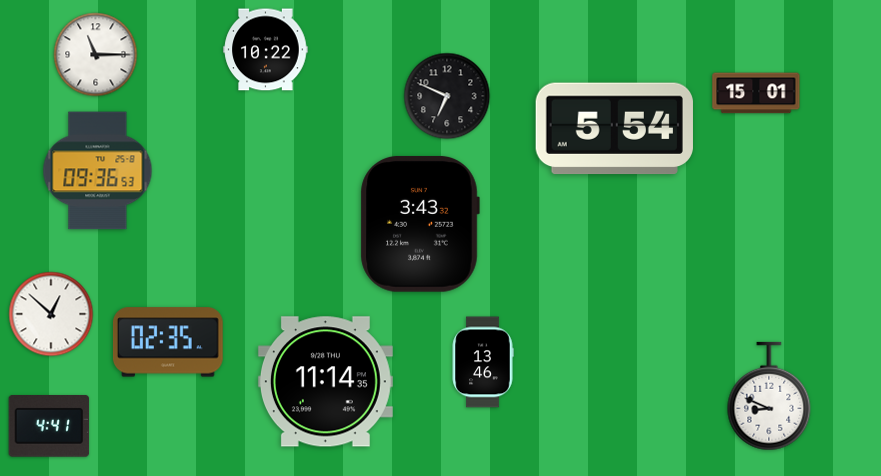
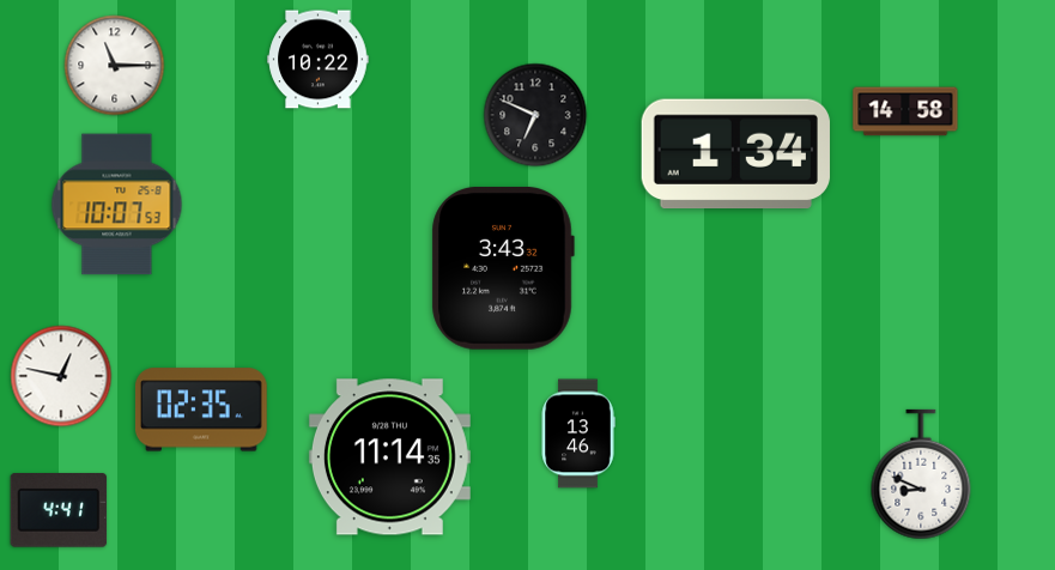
clock at (756, 93): 15:01 -> 14:58
clock at (614, 129): 5:54 -> 1:34
clock at (98, 171): 09:36 -> 10:07
clock at (51, 314): 12:52 -> 12:47
